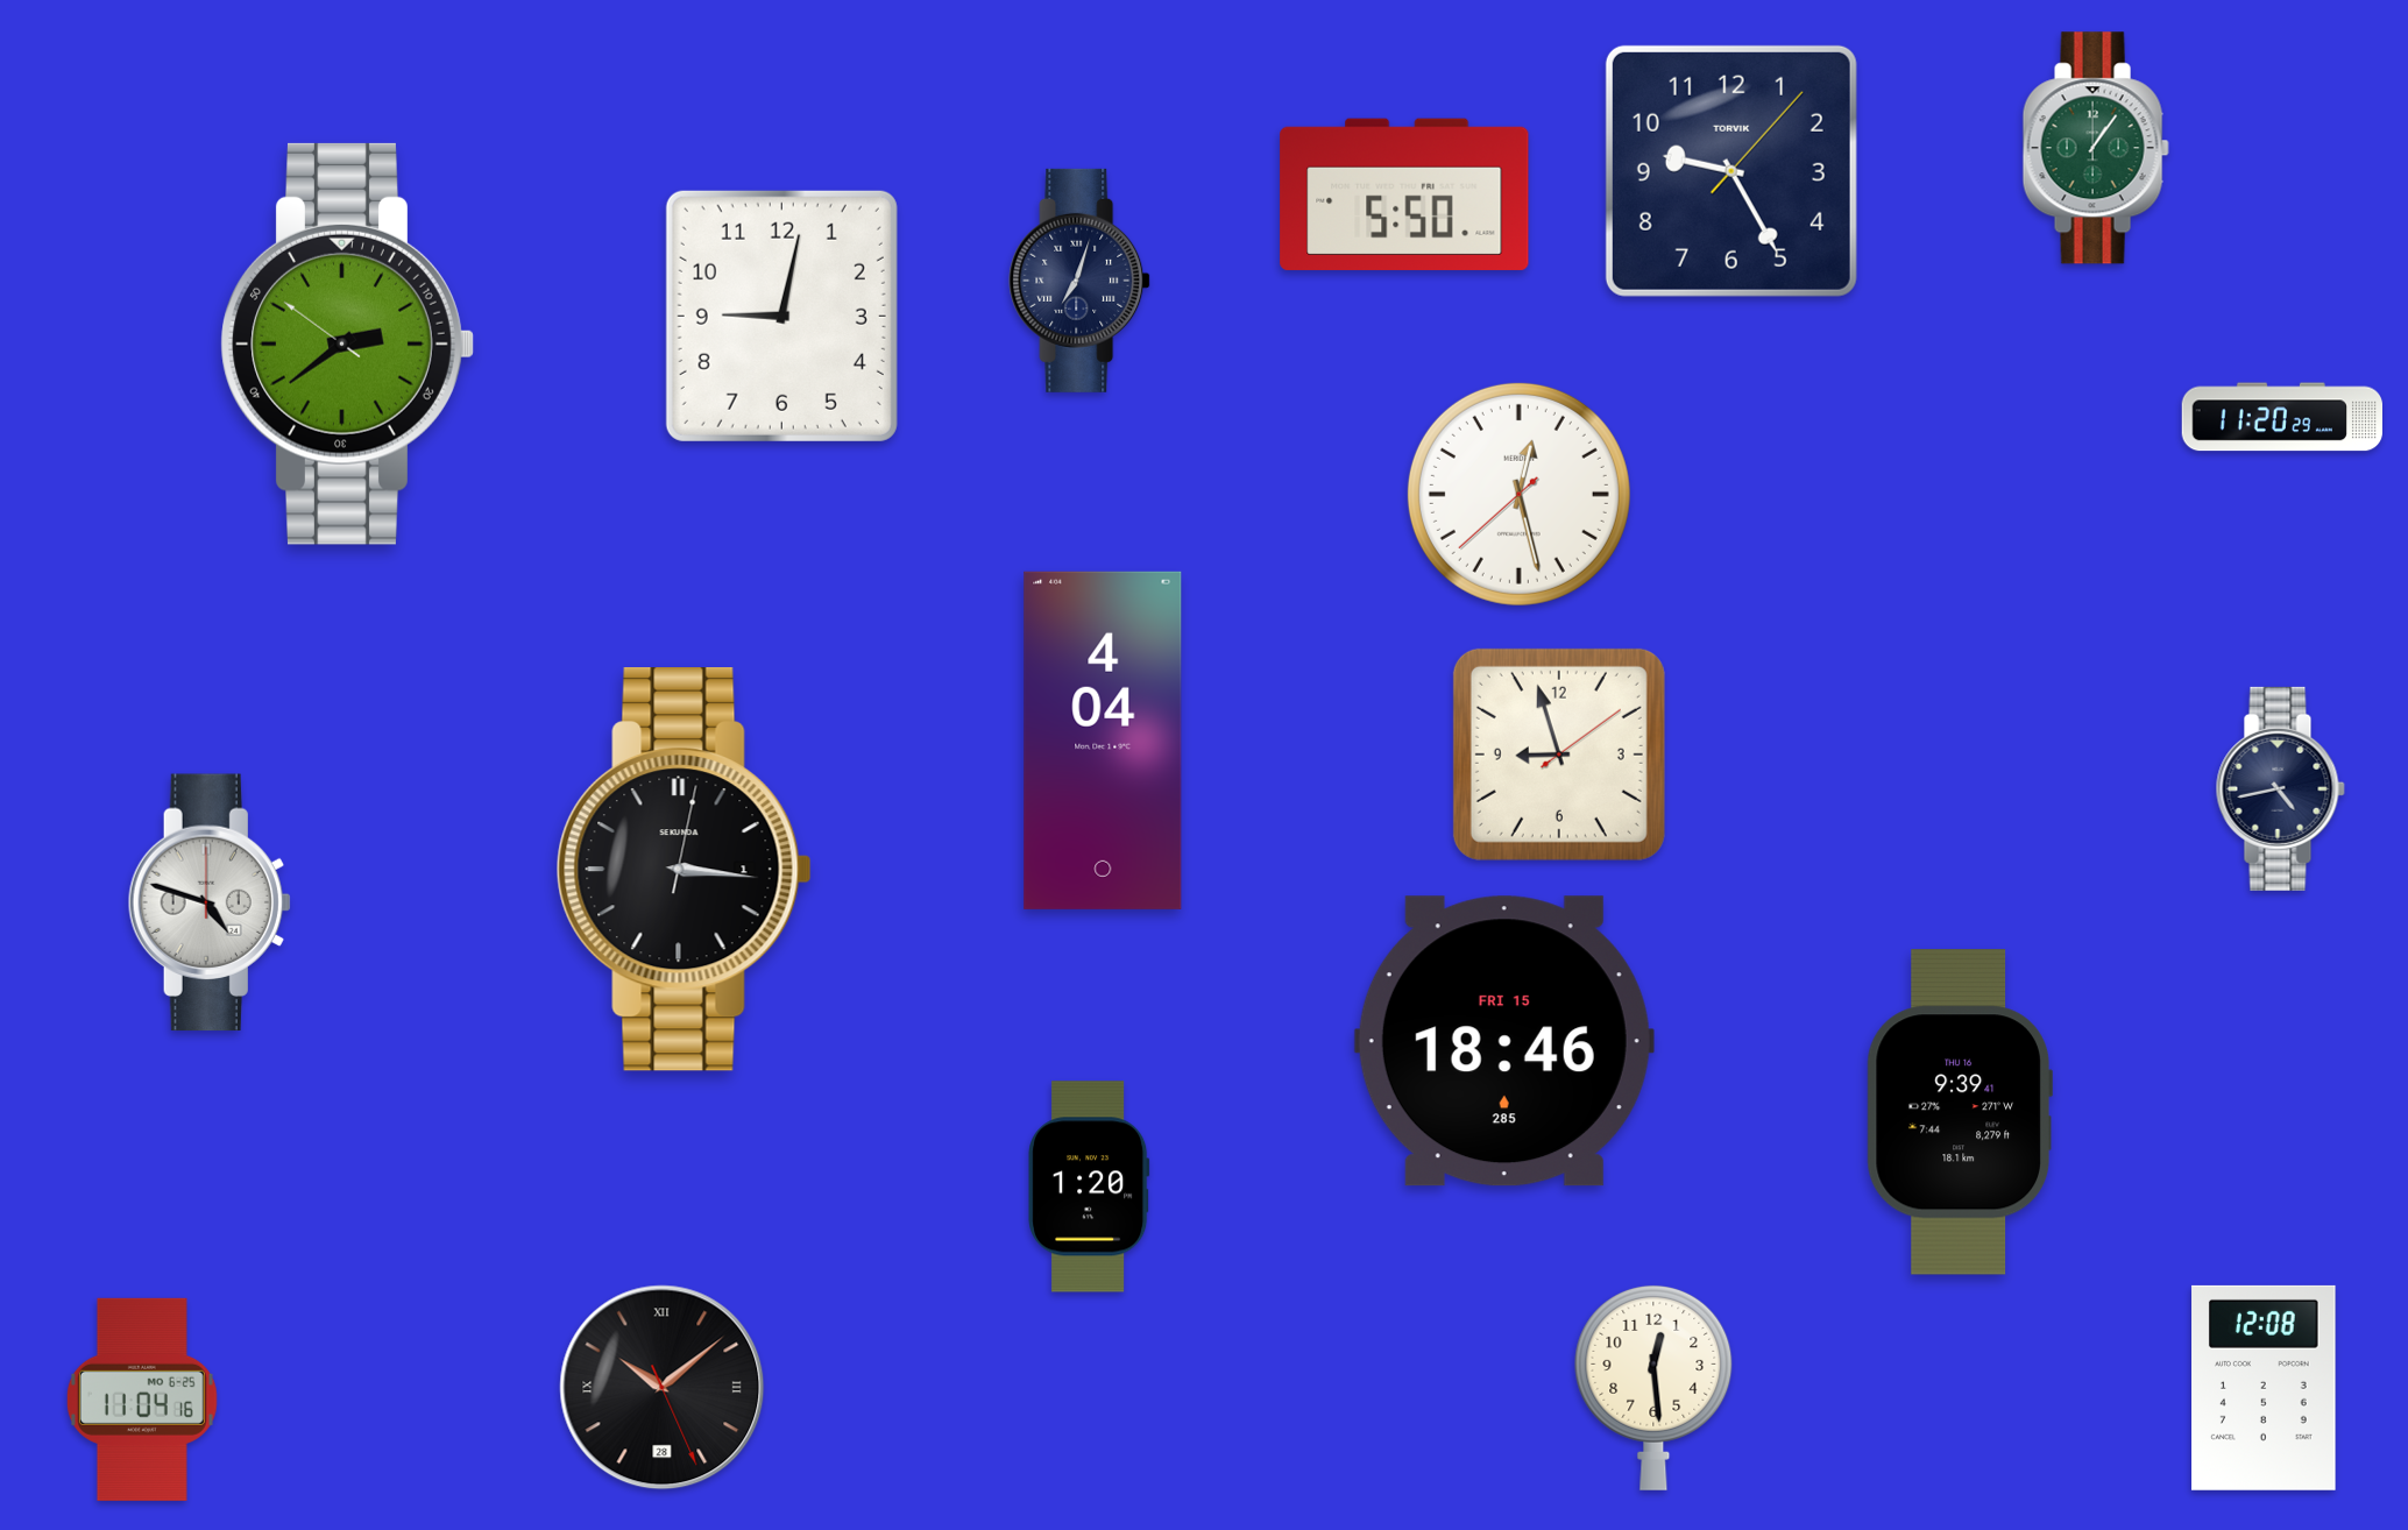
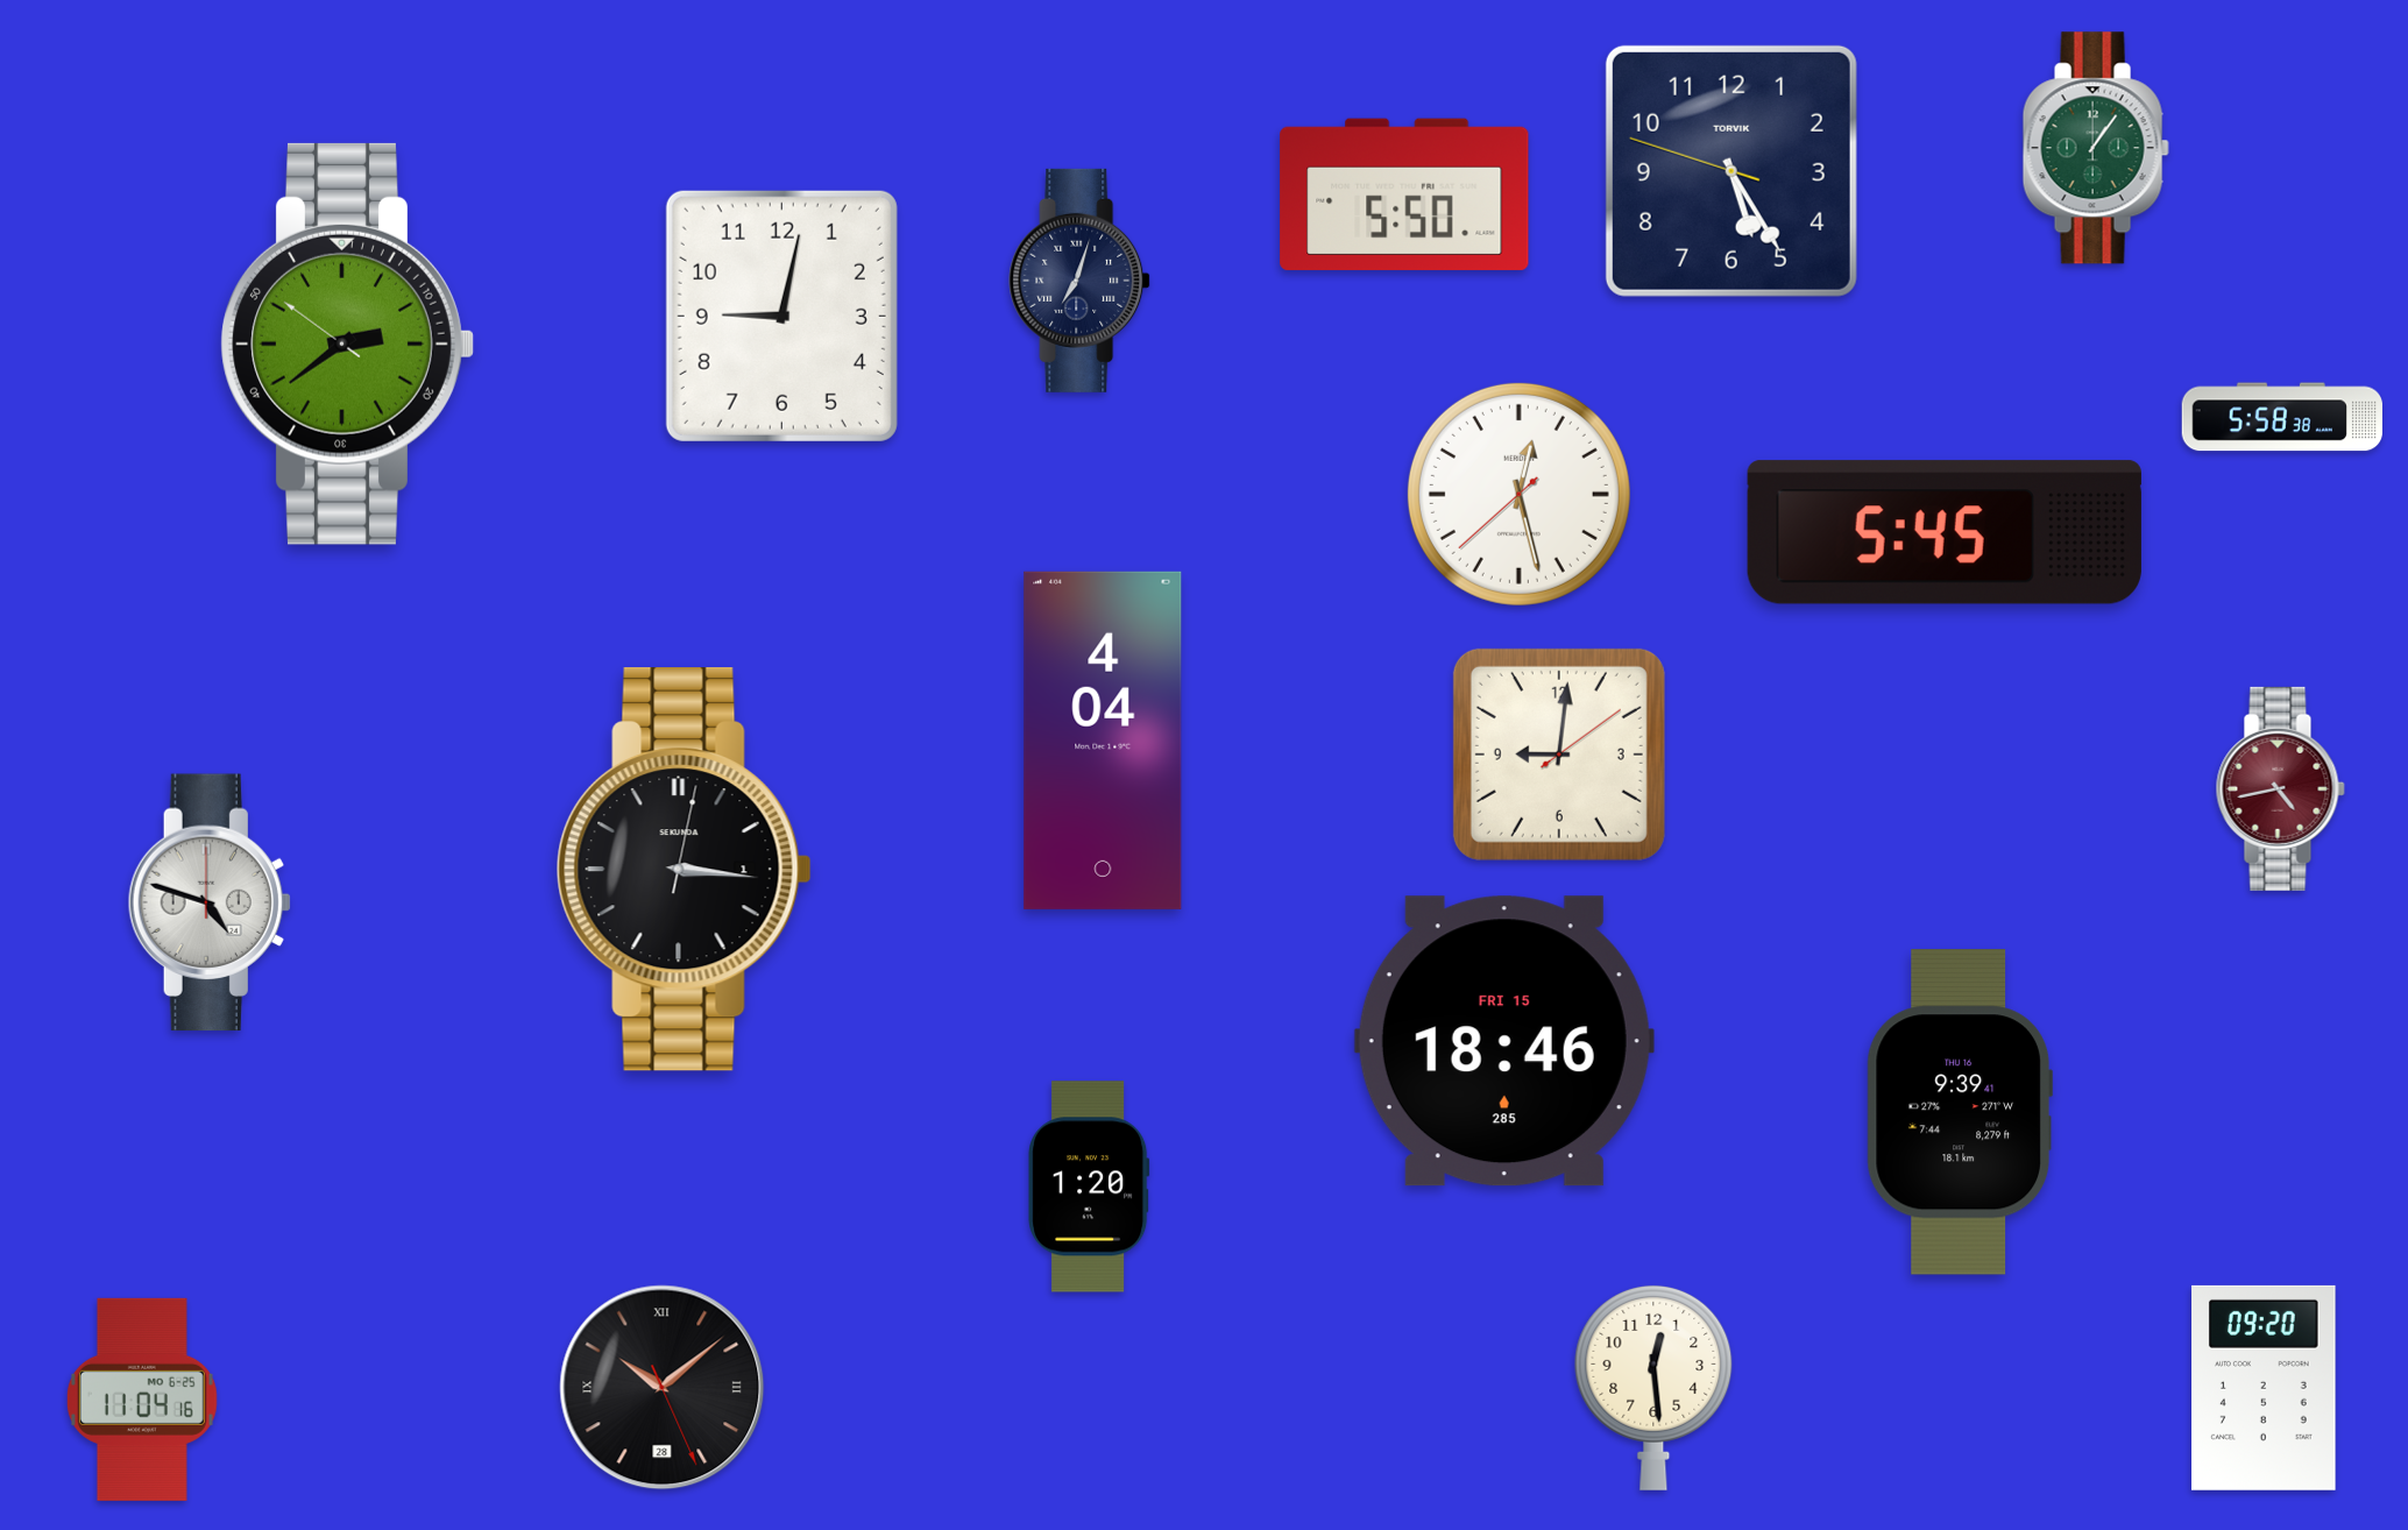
clock at (1731, 171): 9:25 -> 5:24
clock at (2281, 417): 11:20 -> 5:58
clock at (1945, 532): none -> 5:45
clock at (1559, 755): 8:57 -> 9:01
clock at (2280, 788) dial: navy -> burgundy
clock at (2264, 1388): 12:08 -> 09:20
